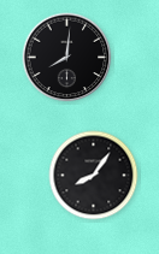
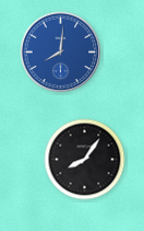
clock at (67, 58) dial: black -> blue
